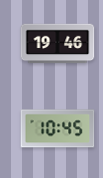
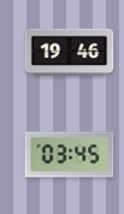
clock at (58, 129): 10:45 -> 03:45
